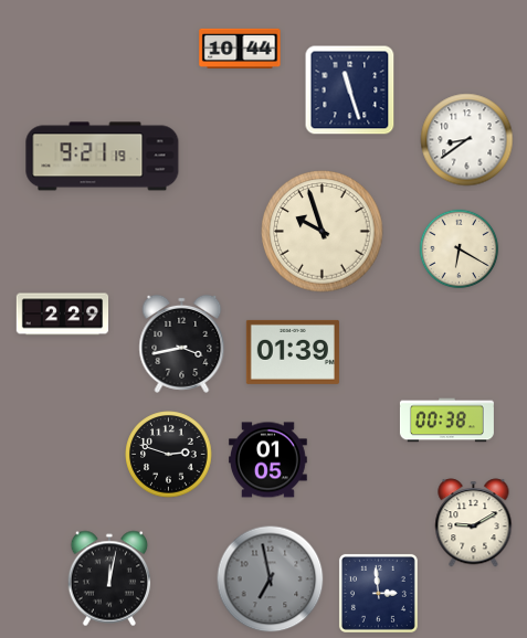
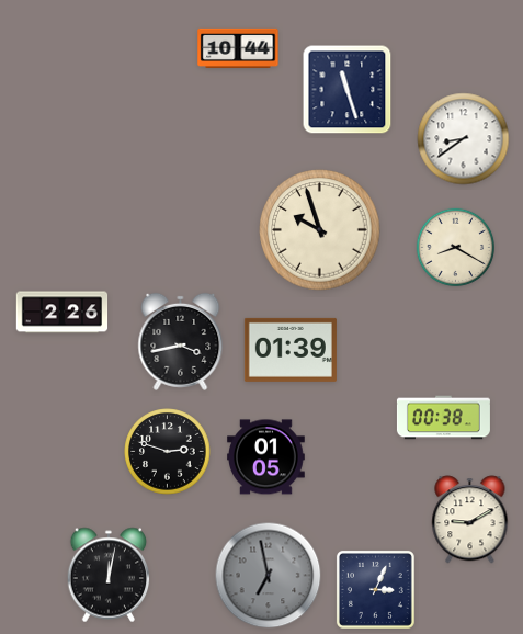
clock at (103, 157): 9:21 -> none
clock at (460, 249): 6:20 -> 8:20
clock at (63, 315): 2:29 -> 2:26
clock at (378, 593): 2:59 -> 3:04
